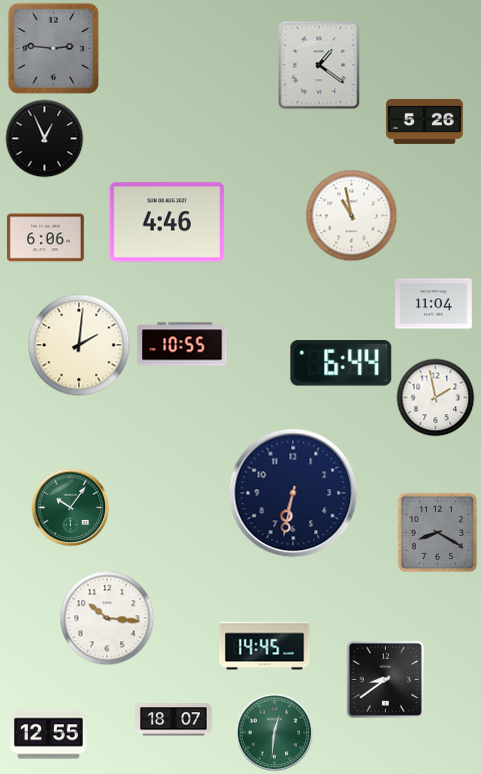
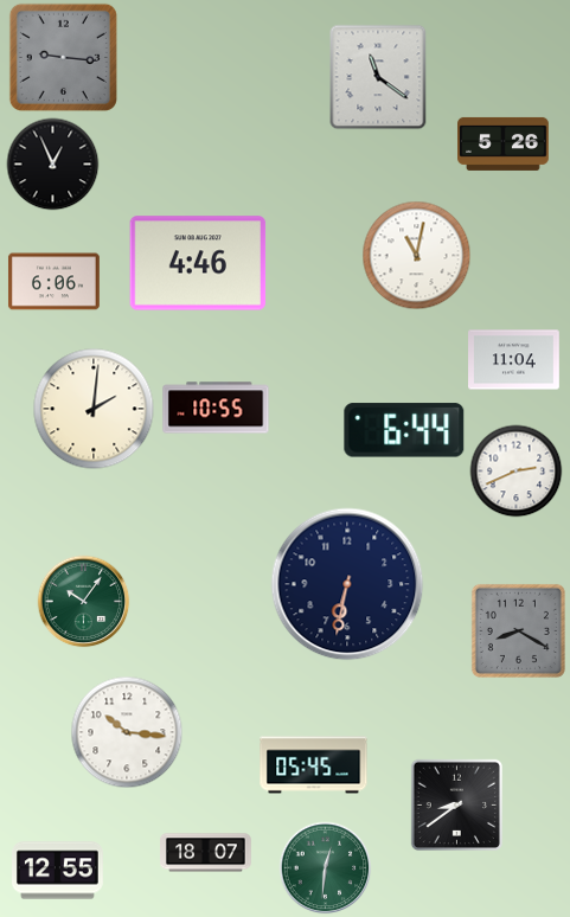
clock at (53, 48): 2:46 -> 9:16
clock at (319, 65): 1:21 -> 11:21
clock at (351, 215): 10:58 -> 11:02
clock at (435, 397): 1:58 -> 2:41
clock at (265, 646): 14:45 -> 05:45
